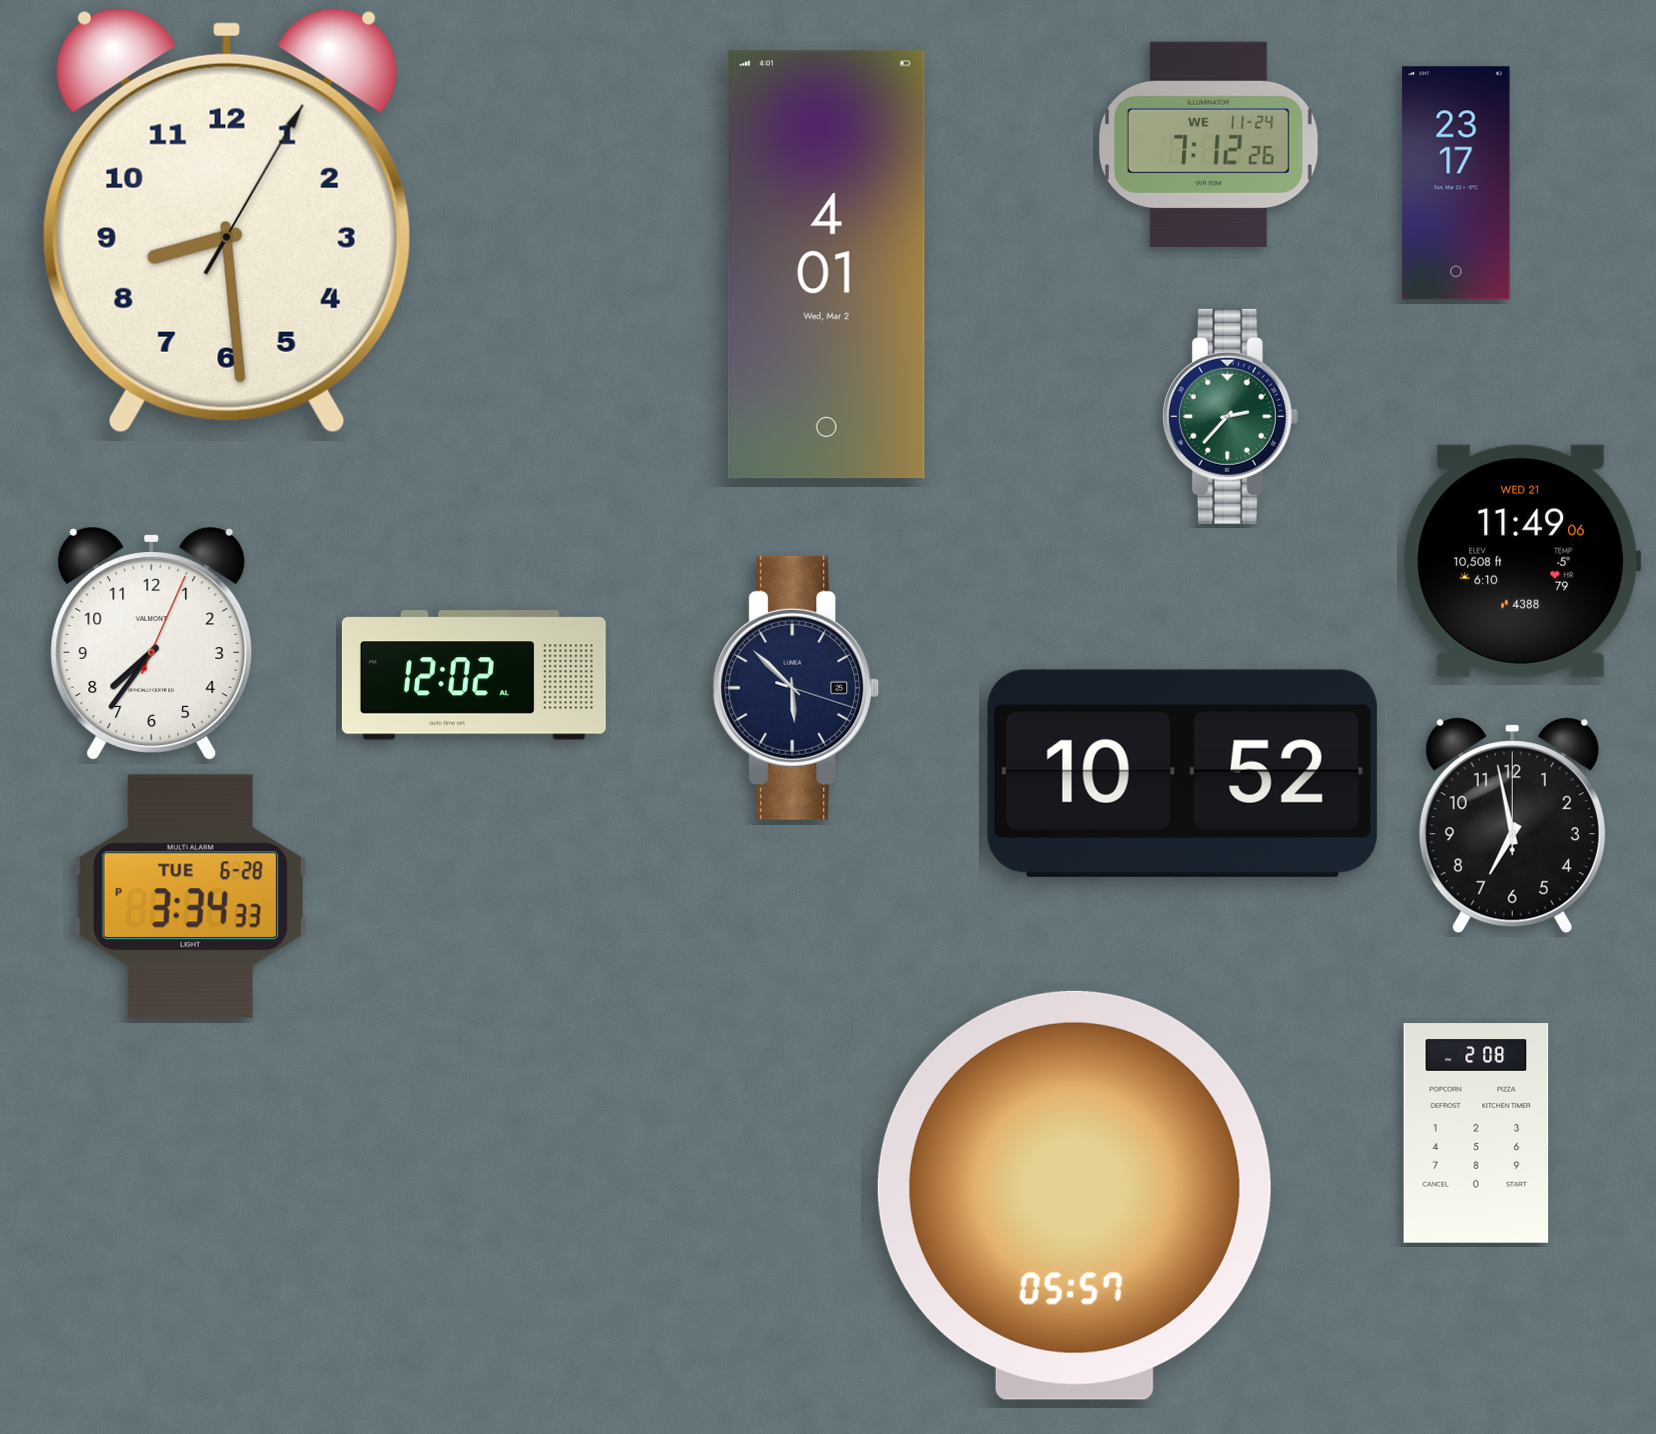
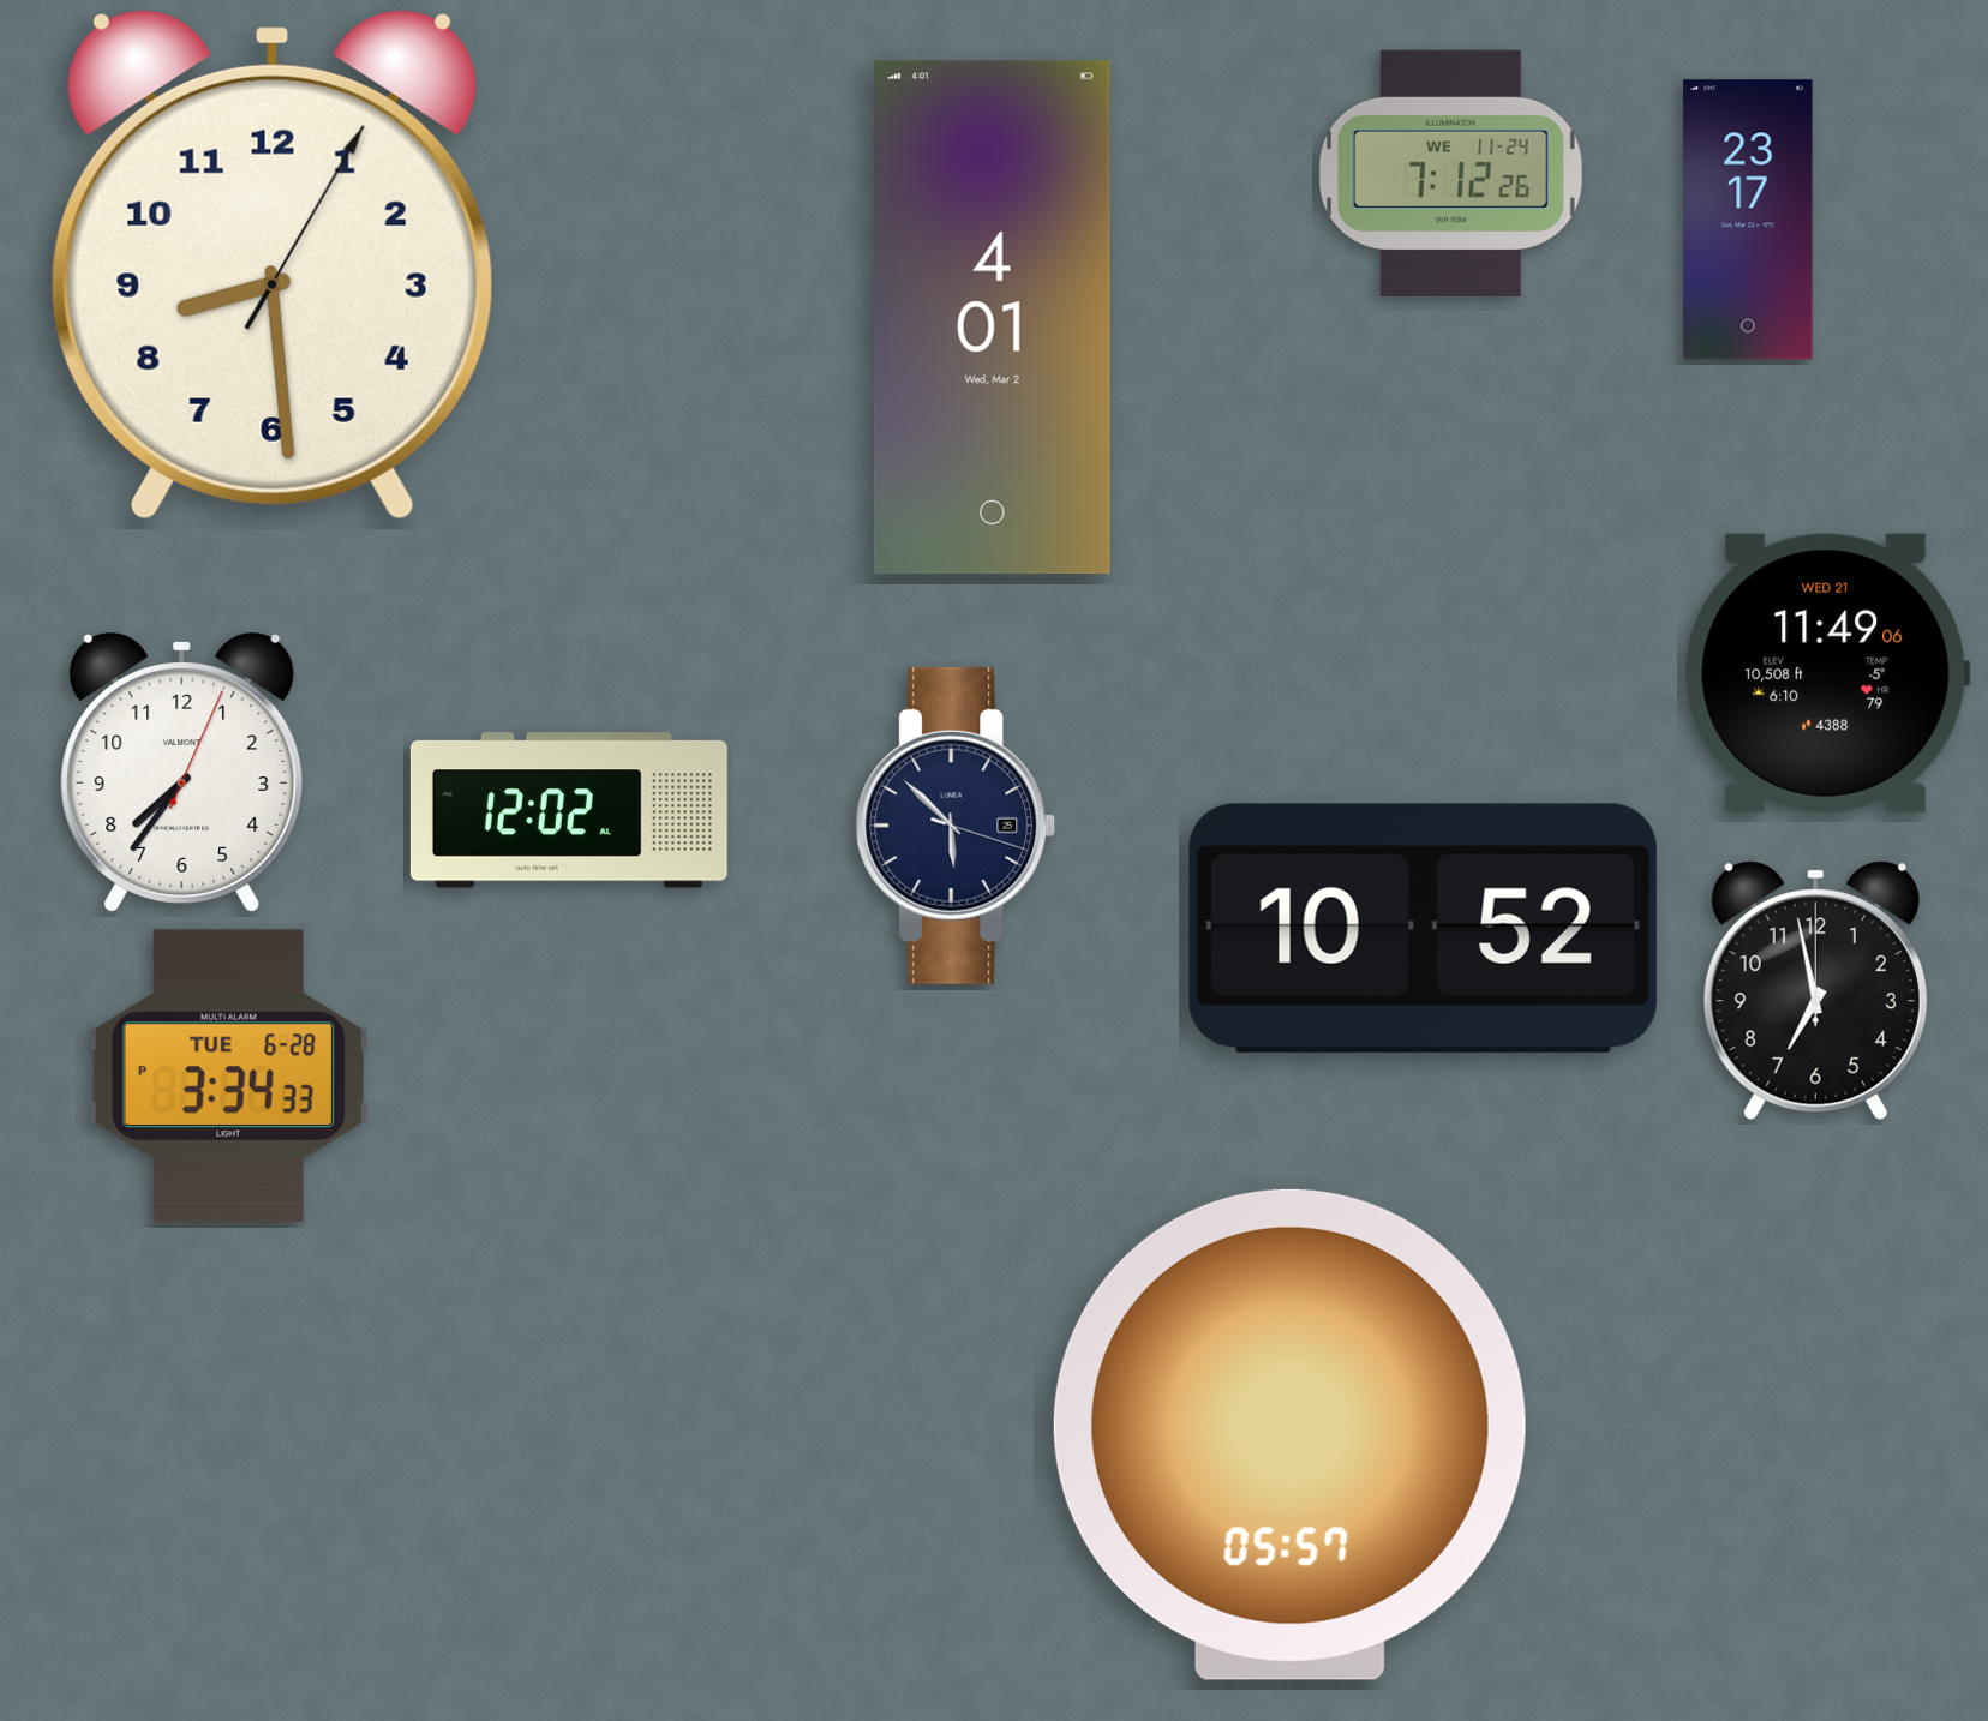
clock at (1230, 416): 2:37 -> none
clock at (1182, 773) position: (1182, 773) -> (1423, 928)
clock at (1476, 1133): 2:08 -> none
